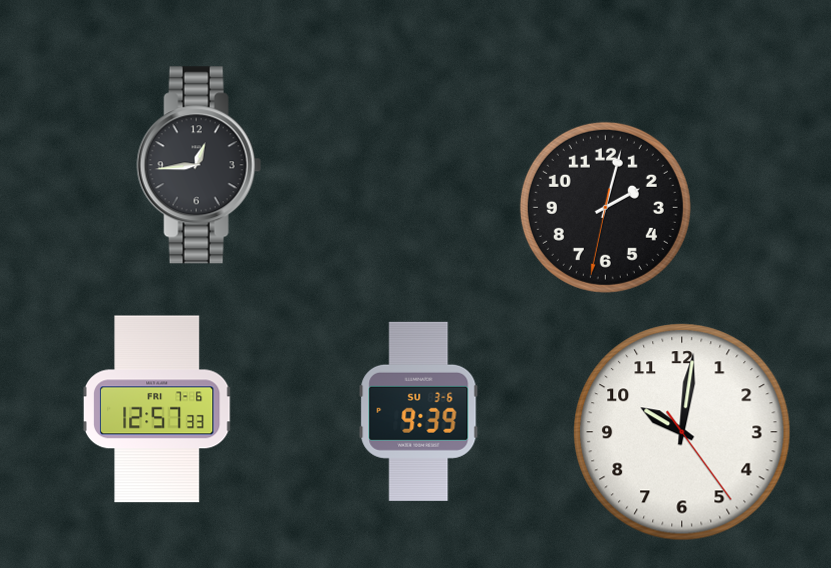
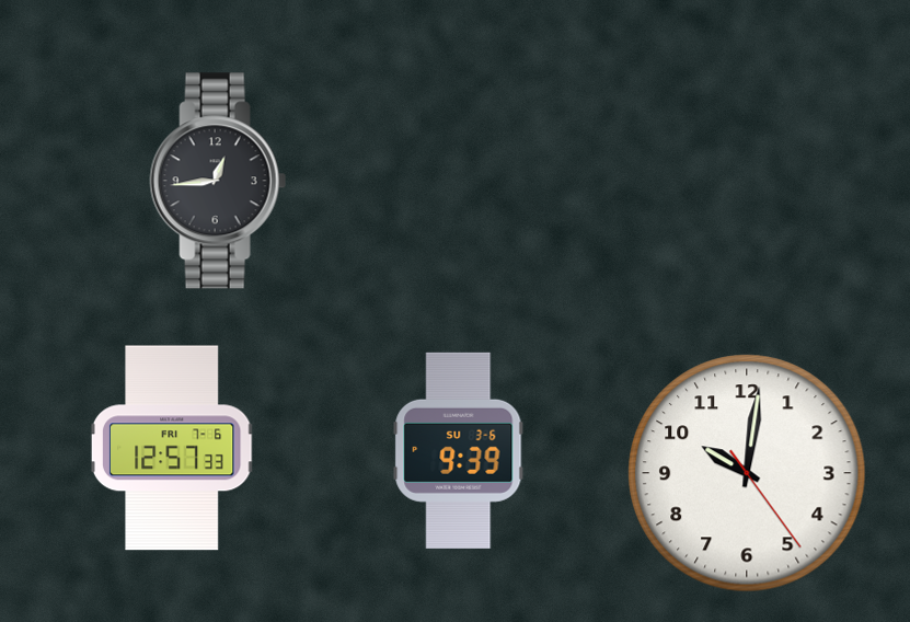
clock at (605, 207): 2:02 -> none
